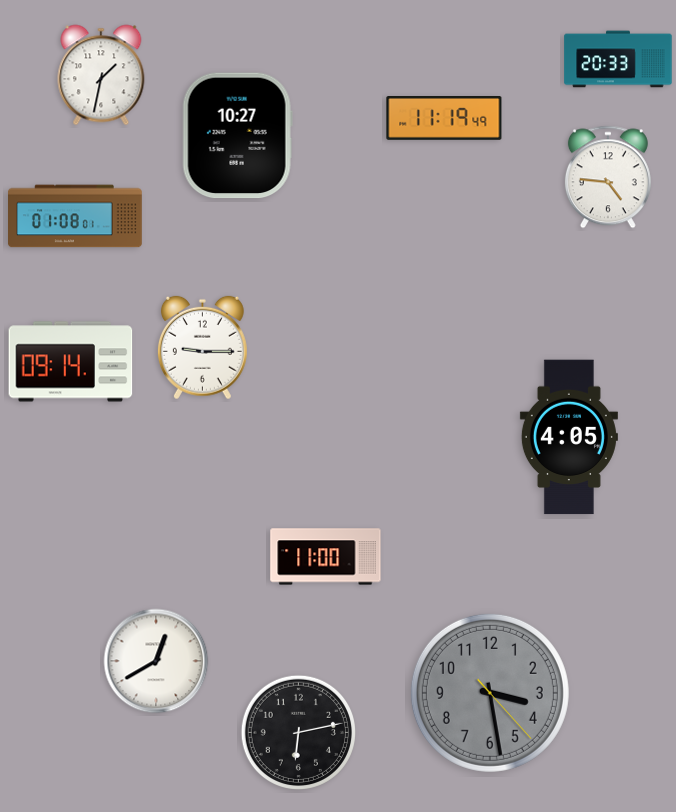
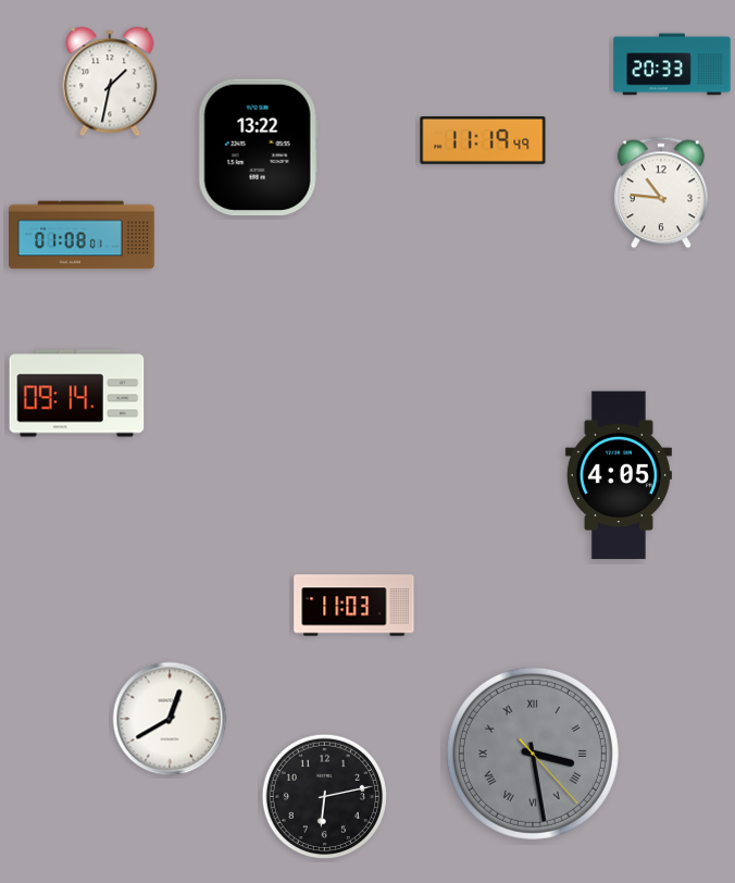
clock at (444, 119) position: (444, 119) -> (483, 141)
clock at (237, 136): 10:27 -> 13:22
clock at (608, 177): 4:46 -> 10:46
clock at (202, 348): 9:15 -> none
clock at (326, 557): 11:00 -> 11:03
clock at (490, 693) numerals: Arabic -> Roman
